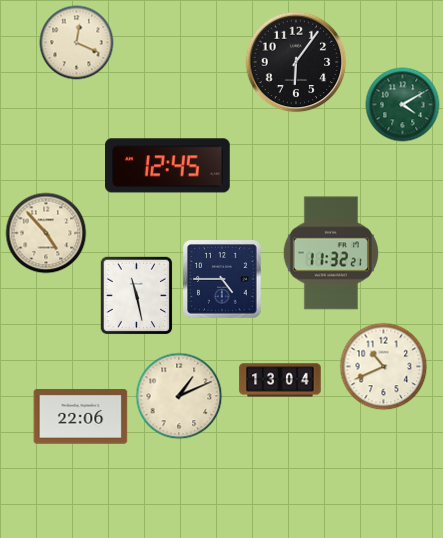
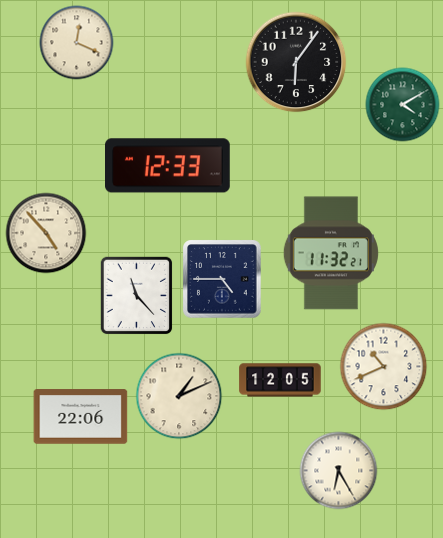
clock at (168, 166): 12:45 -> 12:33
clock at (137, 296): 11:28 -> 11:23
clock at (280, 380): 13:04 -> 12:05
clock at (339, 471): none -> 6:25
